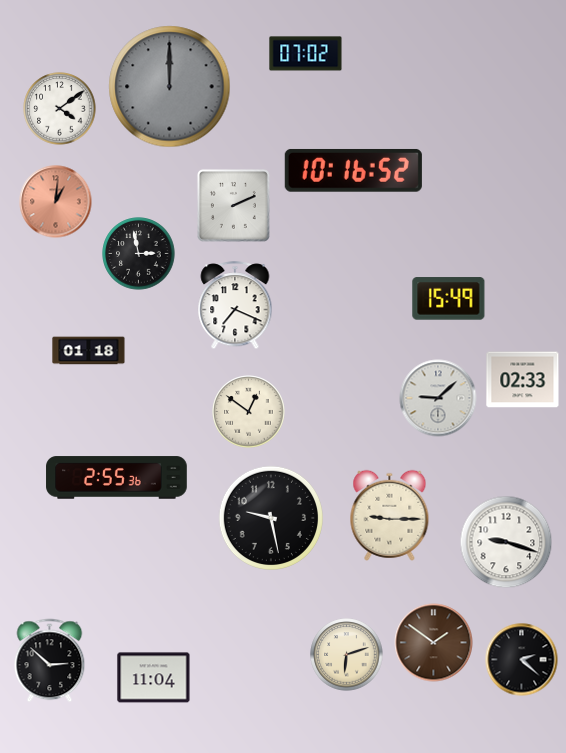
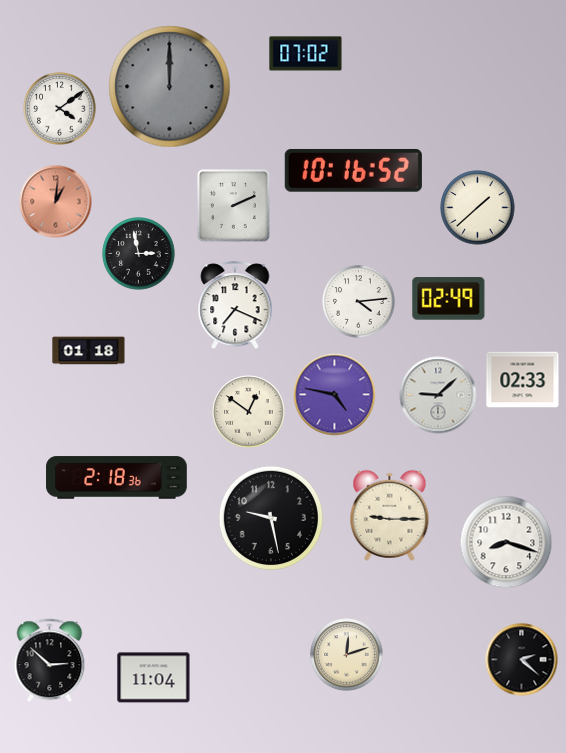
clock at (478, 208): none -> 1:38
clock at (449, 299): 15:49 -> 02:49
clock at (359, 302): none -> 4:14
clock at (335, 395): none -> 4:47
clock at (438, 398) position: (438, 398) -> (438, 395)
clock at (117, 478): 2:55 -> 2:18
clock at (506, 542): 9:18 -> 8:18
clock at (434, 643): 1:51 -> none
clock at (347, 655): 6:12 -> 12:12
